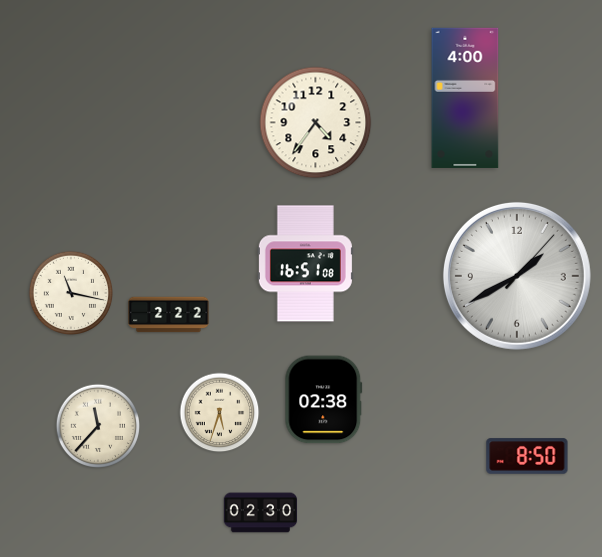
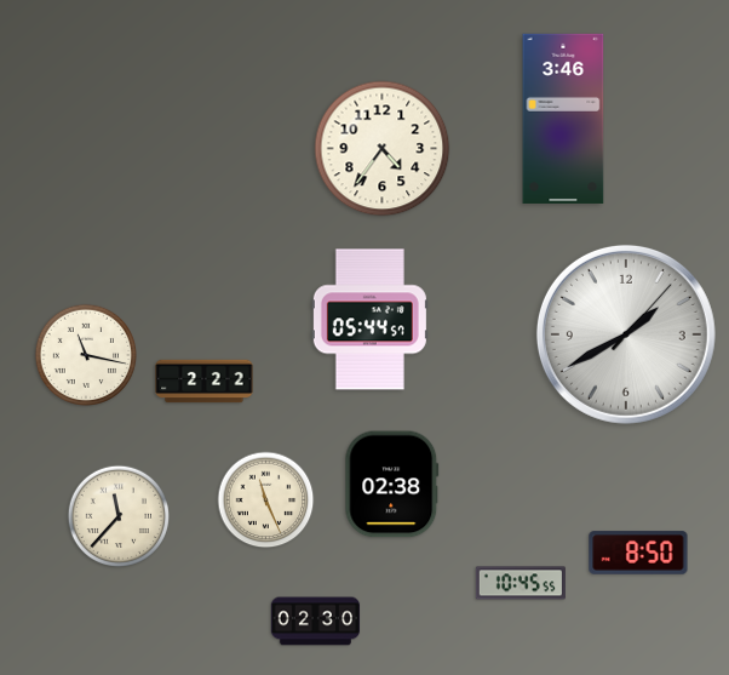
clock at (465, 98): 4:00 -> 3:46
clock at (305, 264): 16:51 -> 05:44
clock at (220, 413): 5:33 -> 11:26
clock at (521, 583): none -> 10:45
